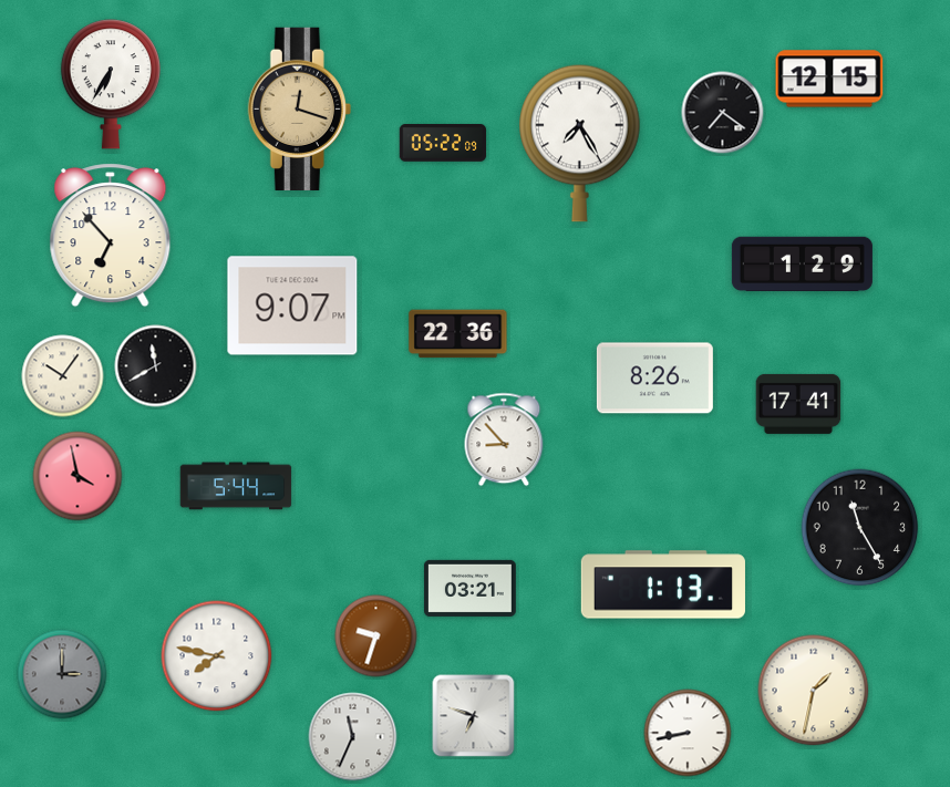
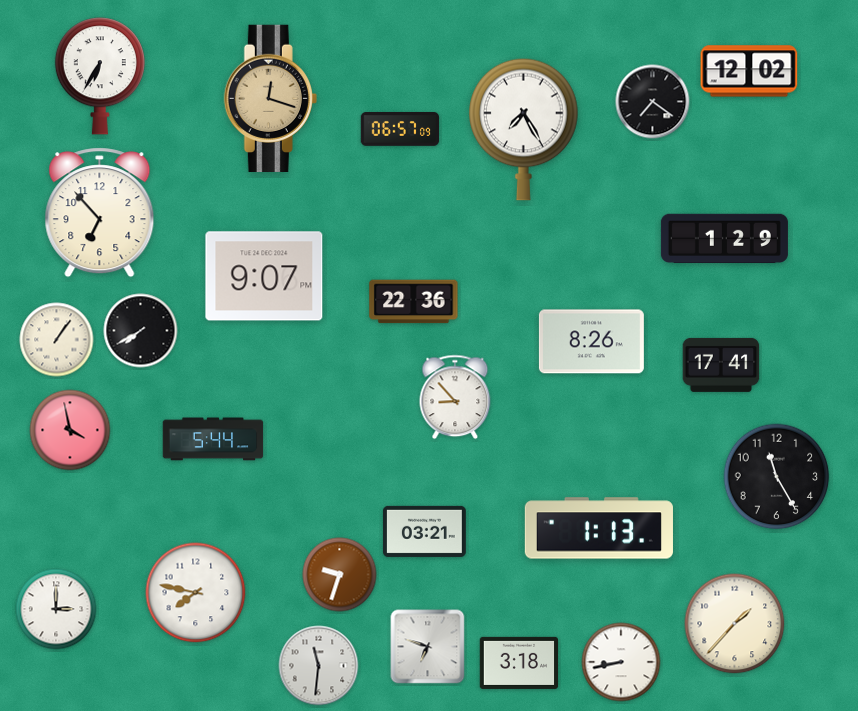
clock at (829, 79): 12:15 -> 12:02
clock at (443, 144): 05:22 -> 06:57
clock at (156, 366): 11:40 -> 7:40
clock at (63, 376): 10:06 -> 1:06
clock at (62, 674) dial: grey -> white
clock at (814, 691): 1:32 -> 1:37
clock at (519, 663): none -> 3:18
clock at (353, 737): 11:34 -> 11:31
